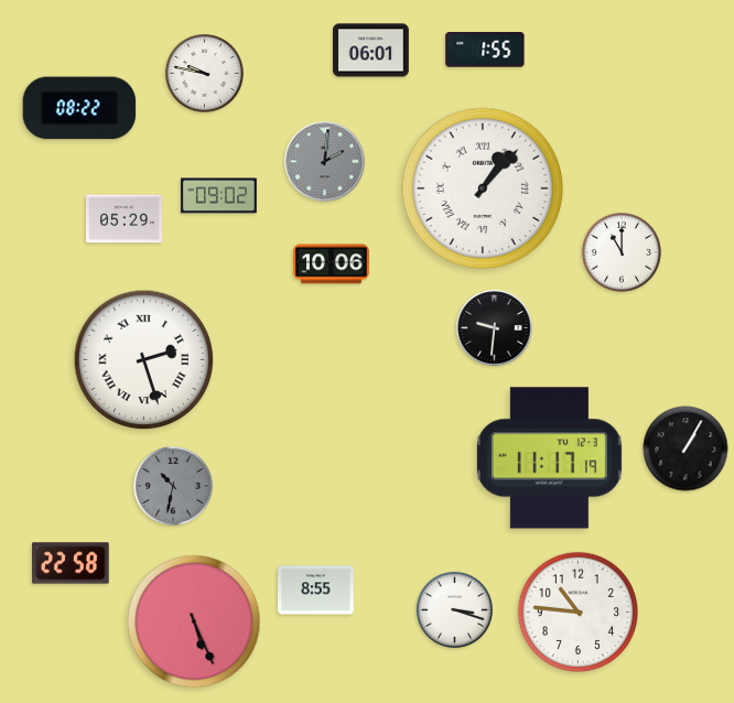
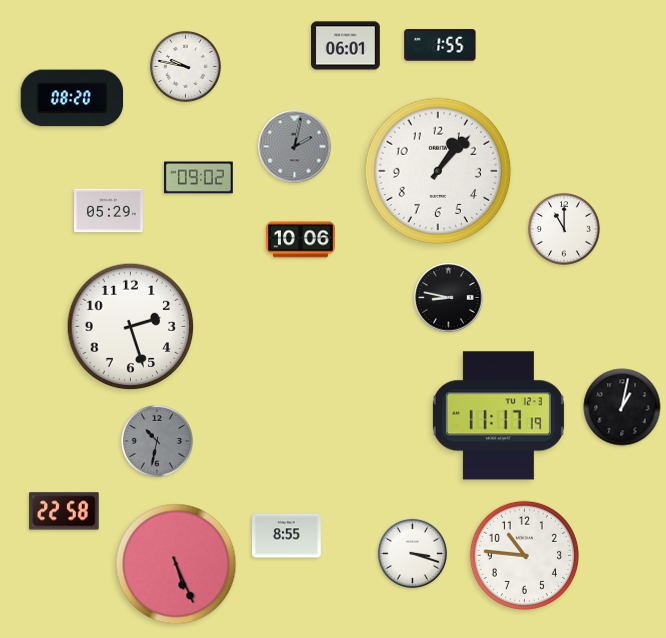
clock at (371, 51) position: (371, 51) -> (346, 46)
clock at (79, 108): 08:22 -> 08:20
clock at (325, 162): 2:01 -> 2:02
clock at (483, 188) numerals: Roman -> Arabic
clock at (125, 219) position: (125, 219) -> (109, 211)
clock at (495, 328): 9:31 -> 8:47
clock at (144, 360) numerals: Roman -> Arabic
clock at (686, 448): 1:05 -> 1:02
